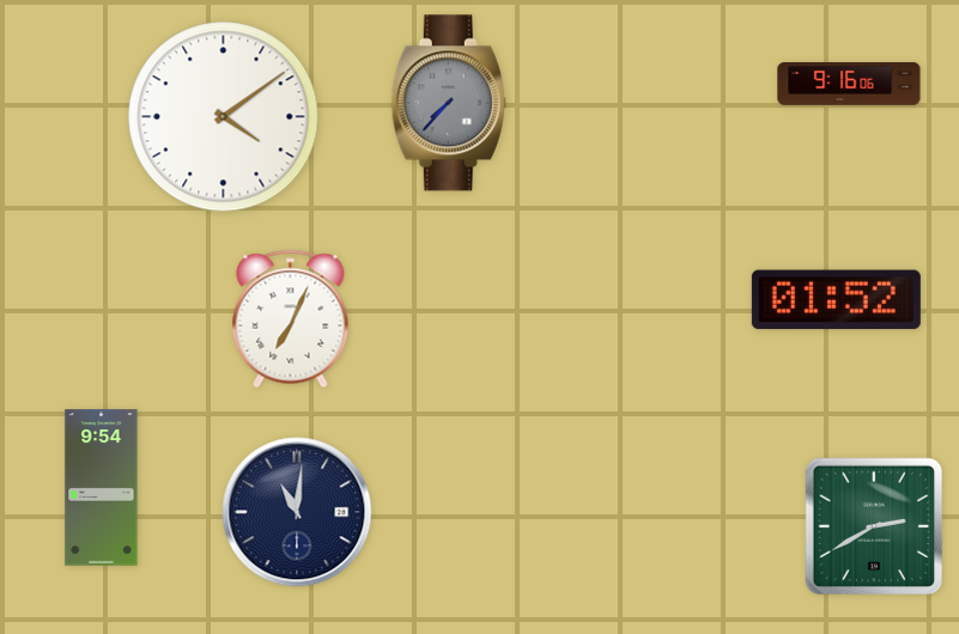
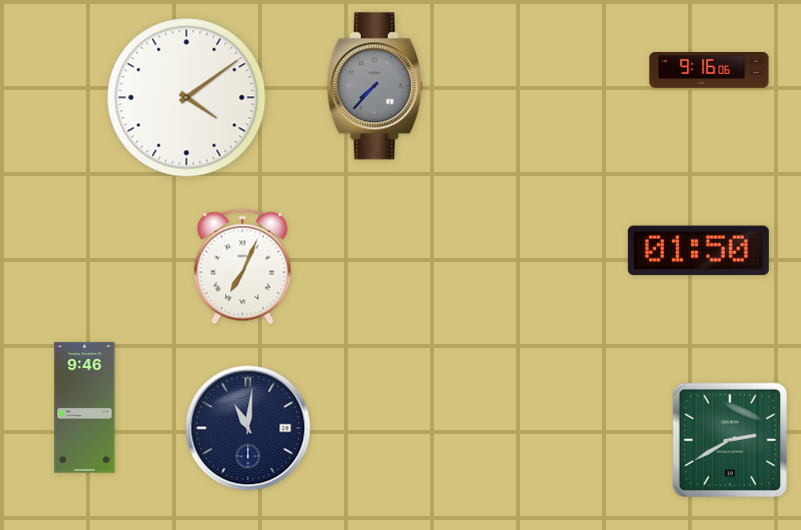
clock at (836, 300): 01:52 -> 01:50
clock at (102, 488): 9:54 -> 9:46
